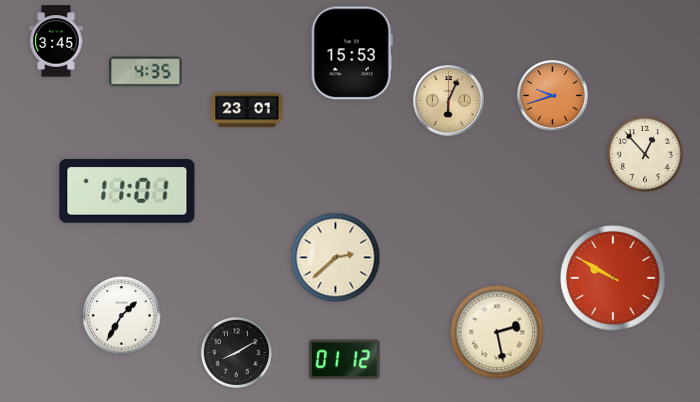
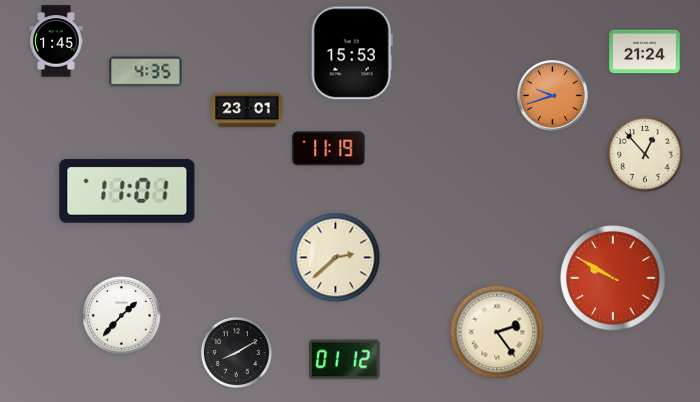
clock at (56, 41): 3:45 -> 1:45
clock at (645, 52): none -> 21:24
clock at (449, 101): 6:04 -> none
clock at (329, 149): none -> 11:19
clock at (122, 316): 1:35 -> 1:37
clock at (497, 332): 2:28 -> 2:24
